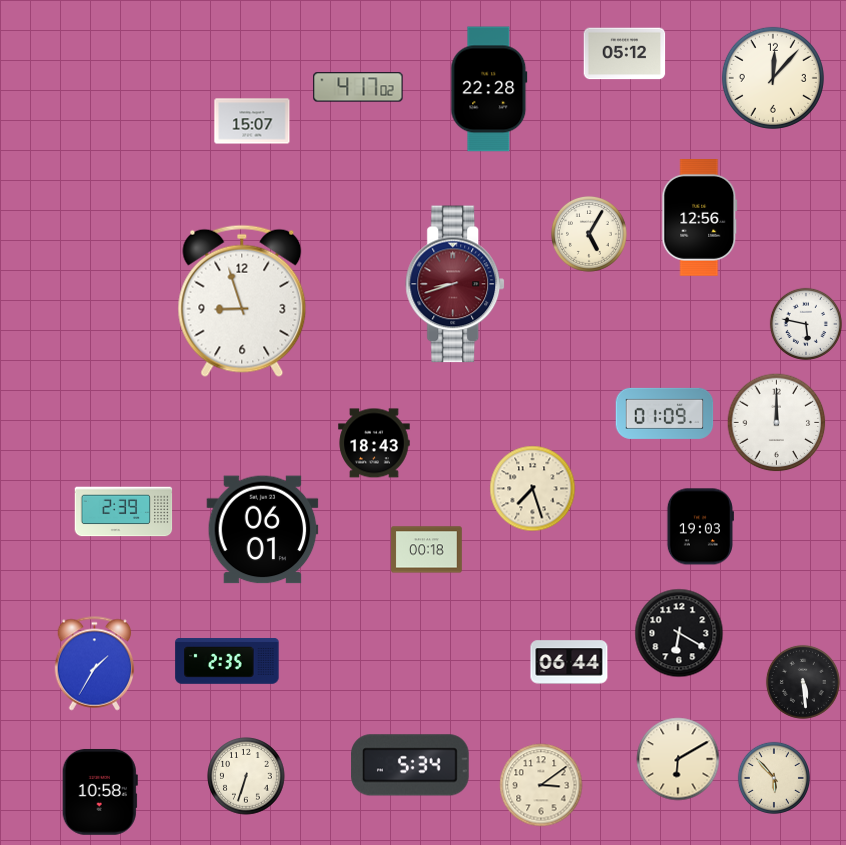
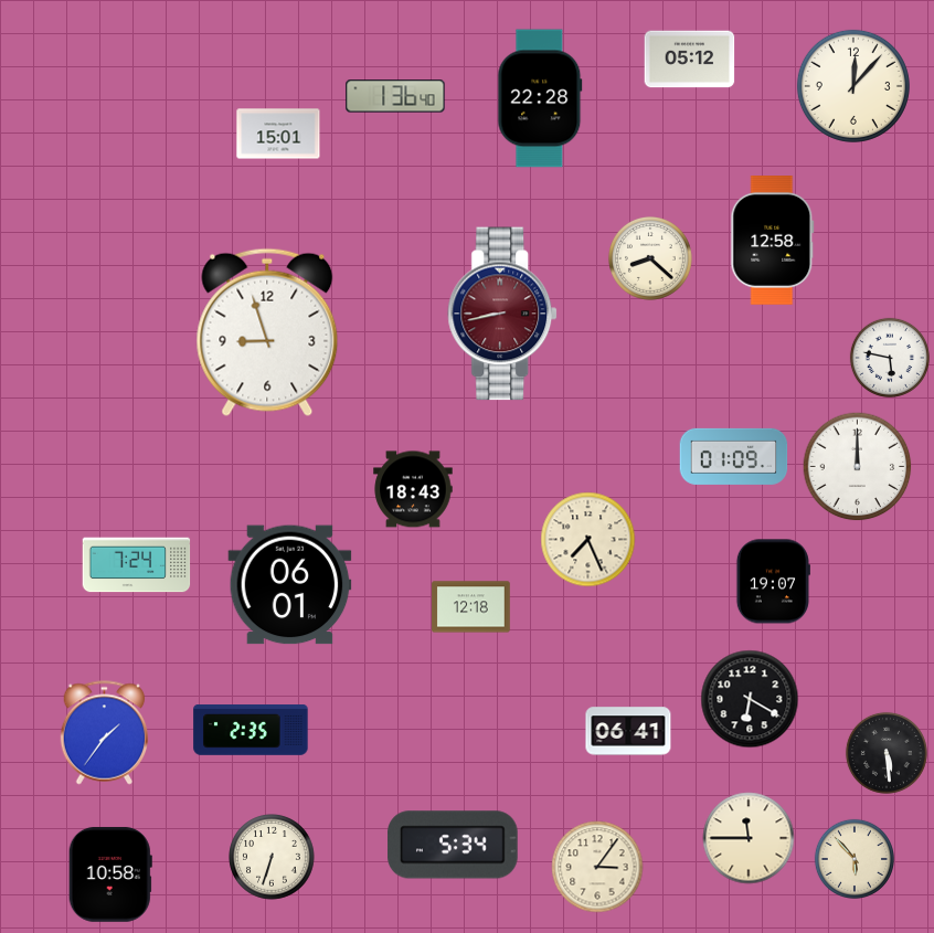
clock at (358, 87): 4:17 -> 1:36
clock at (252, 121): 15:07 -> 15:01
clock at (700, 218): 12:56 -> 12:58
clock at (589, 234): 5:05 -> 8:22
clock at (456, 284): 8:42 -> 8:43
clock at (533, 489): 7:27 -> 7:26
clock at (124, 512): 2:39 -> 7:24
clock at (700, 527): 19:03 -> 19:07
clock at (427, 550): 00:18 -> 12:18
clock at (569, 662): 06:44 -> 06:41
clock at (95, 664): 1:35 -> 1:36
clock at (678, 759): 6:10 -> 11:45
clock at (541, 785): 3:09 -> 3:06
